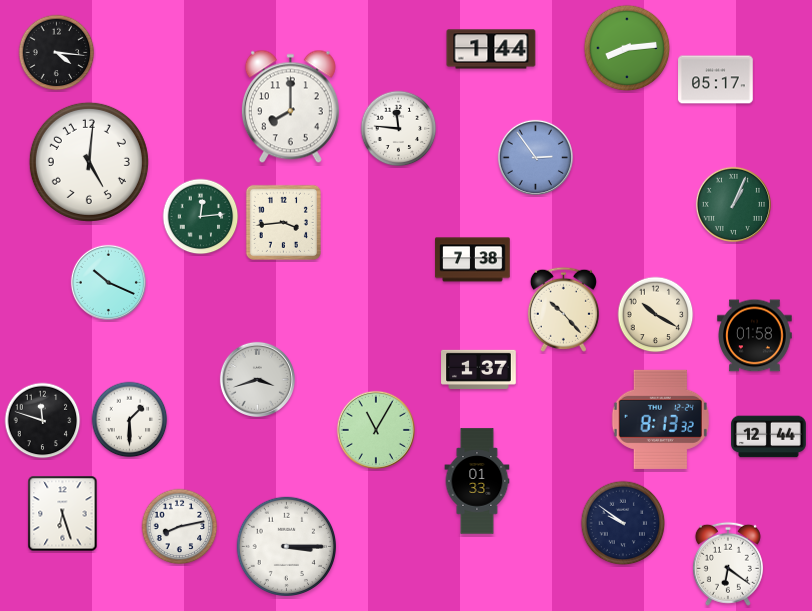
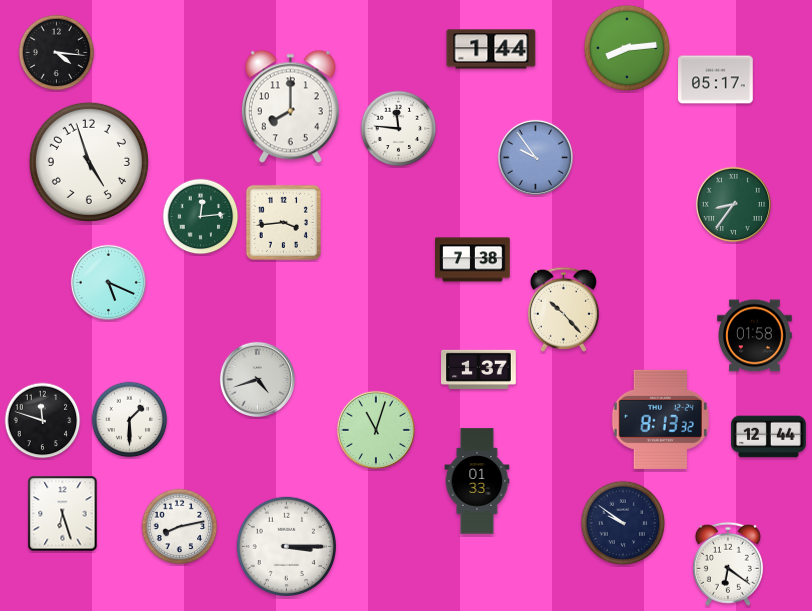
clock at (535, 157): 2:54 -> 9:54
clock at (89, 162): 5:01 -> 4:57
clock at (733, 204): 1:04 -> 8:36
clock at (108, 282): 10:19 -> 5:19
clock at (656, 315): 10:20 -> none
clock at (257, 379): 3:42 -> 4:42
clock at (376, 430): 11:05 -> 11:03
